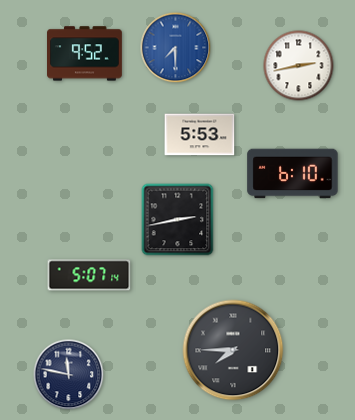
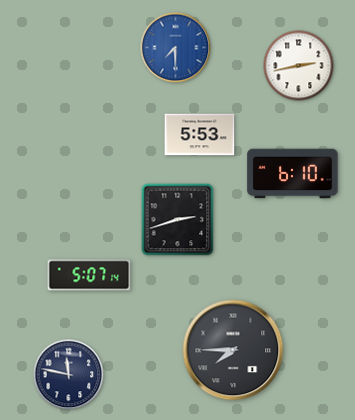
clock at (85, 54): 9:52 -> none
clock at (178, 220): 2:43 -> 2:42
